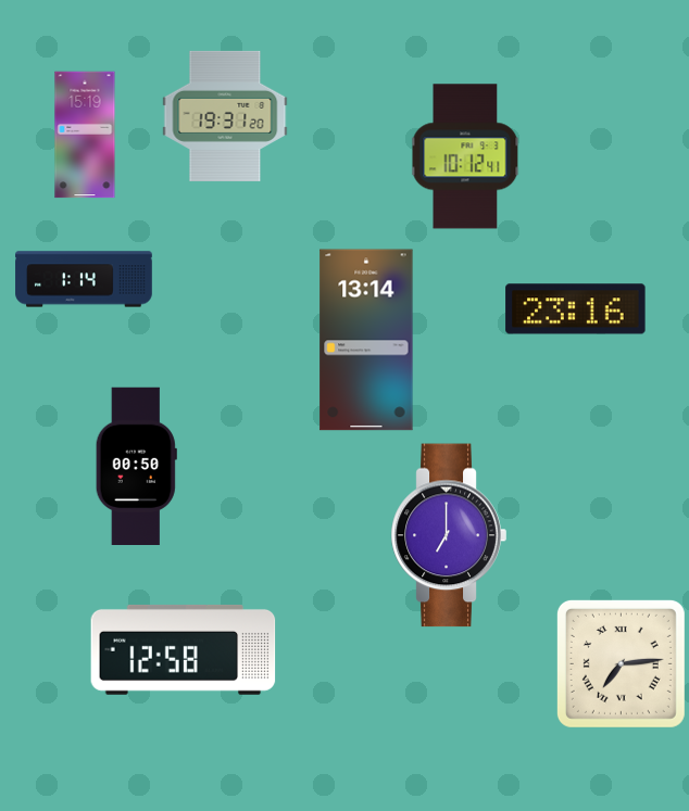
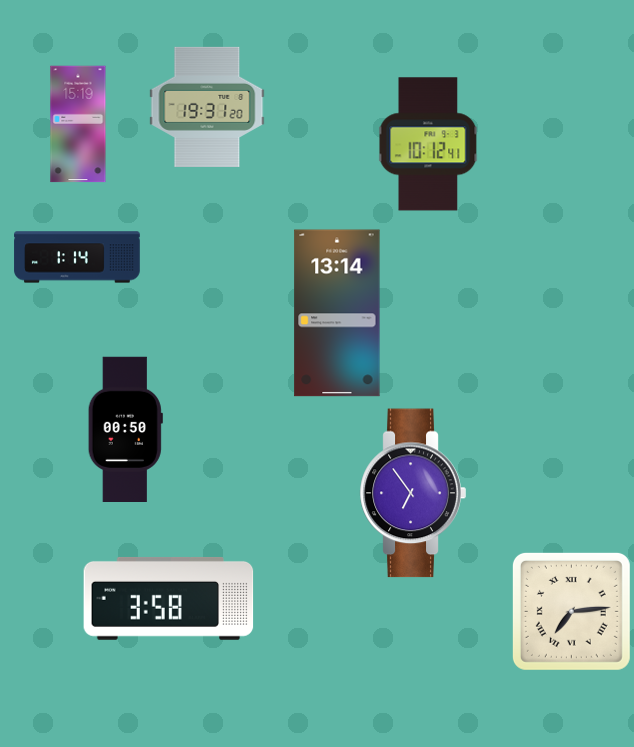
clock at (576, 309): 23:16 -> none
clock at (449, 535): 7:00 -> 6:54
clock at (184, 649): 12:58 -> 3:58
